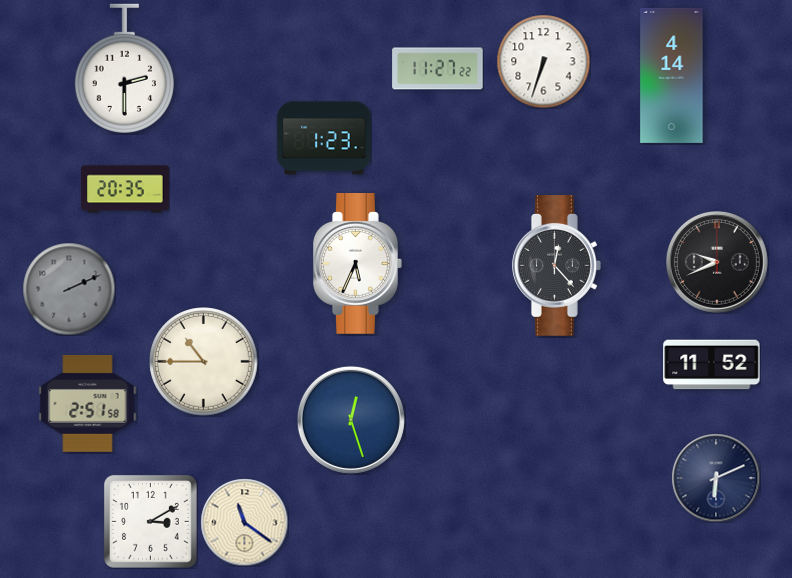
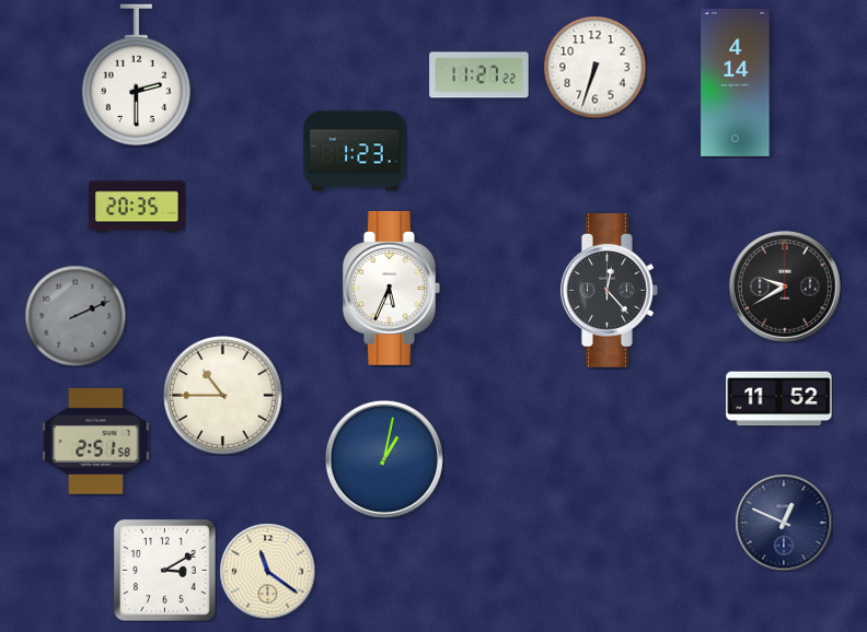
clock at (718, 263): 9:41 -> 9:40
clock at (351, 420): 12:27 -> 1:02
clock at (716, 478): 6:11 -> 12:49
